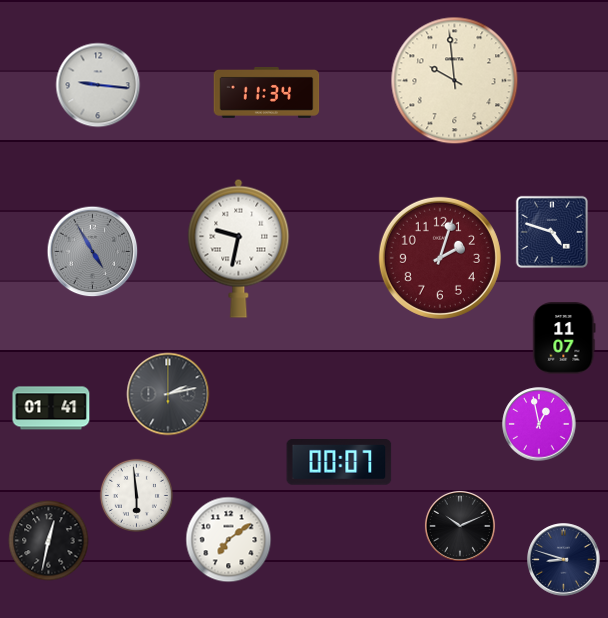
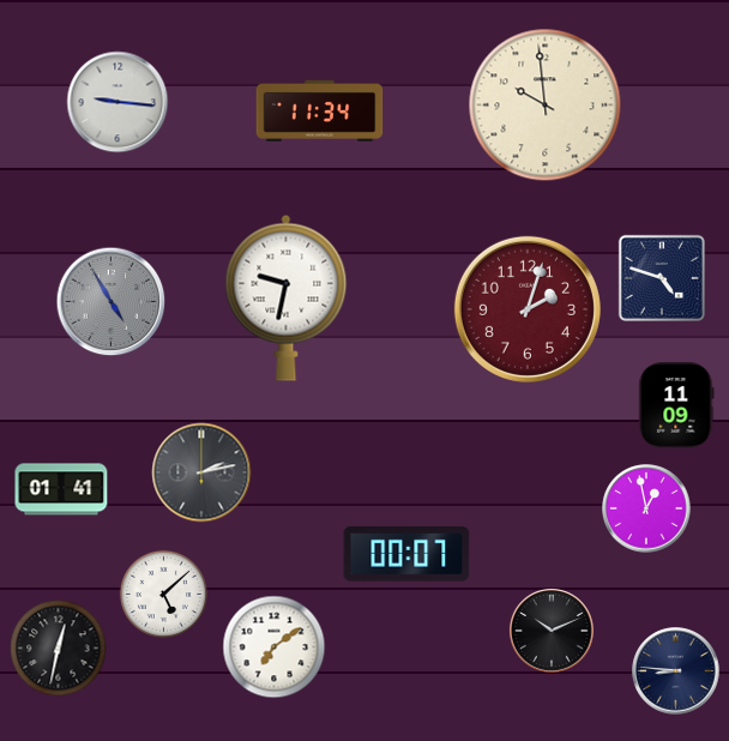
clock at (455, 81) position: (455, 81) -> (546, 106)
clock at (564, 338): 11:07 -> 11:09
clock at (136, 495): 5:59 -> 5:08
clock at (564, 560): 8:48 -> 8:46
